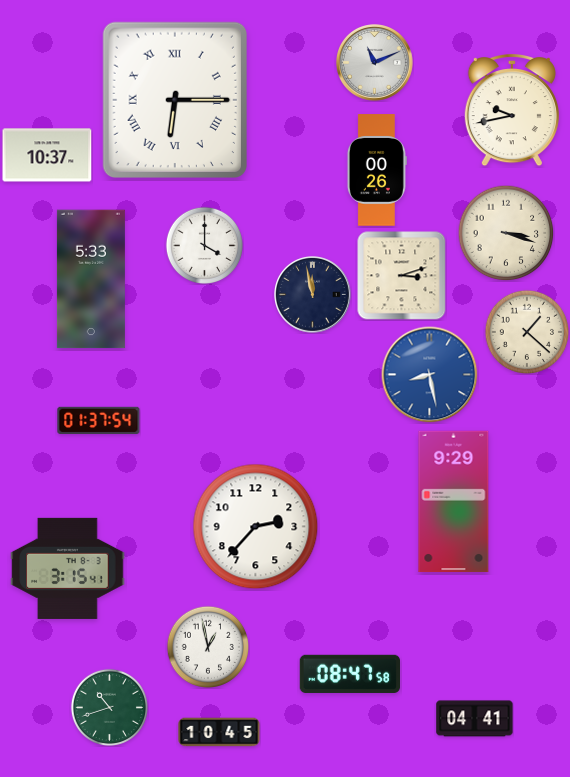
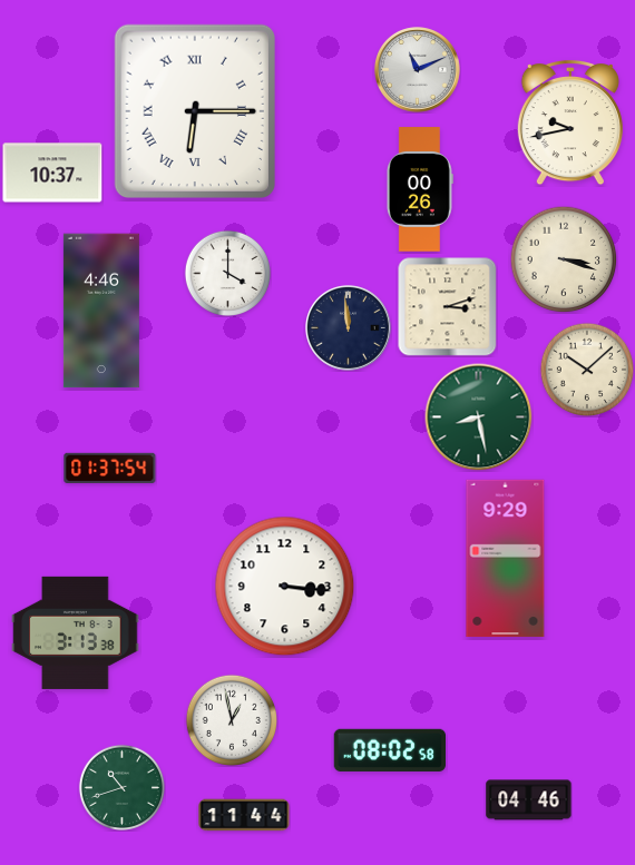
clock at (91, 279): 5:33 -> 4:46
clock at (313, 295): 11:58 -> 11:59
clock at (527, 332): 1:22 -> 10:08
clock at (430, 375) dial: blue -> green
clock at (256, 527): 2:37 -> 3:16
clock at (68, 568): 3:15 -> 3:13
clock at (349, 674): 08:47 -> 08:02
clock at (475, 719): 04:41 -> 04:46
clock at (219, 732): 10:45 -> 11:44
